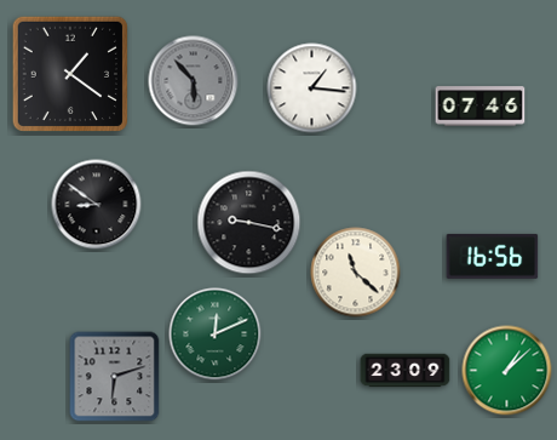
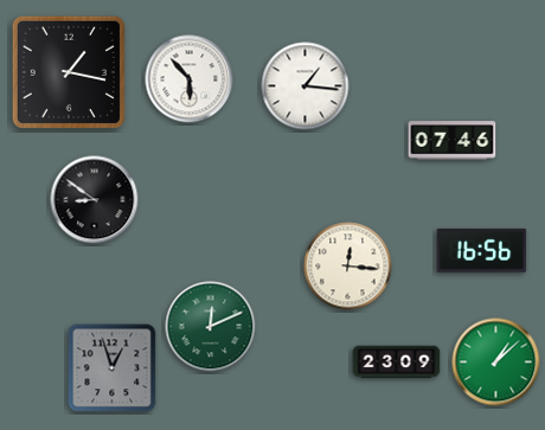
clock at (69, 73): 1:21 -> 1:17
clock at (194, 81) dial: grey -> white
clock at (481, 107) position: (481, 107) -> (453, 141)
clock at (249, 223): 9:17 -> none
clock at (356, 273): 11:22 -> 12:16
clock at (115, 377): 6:12 -> 12:57
